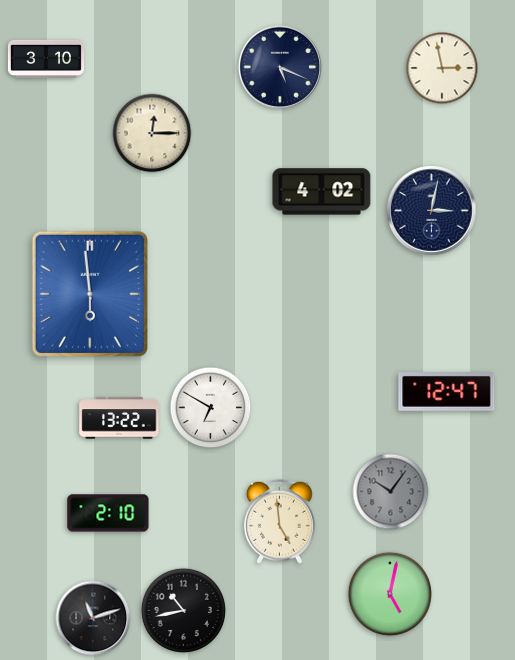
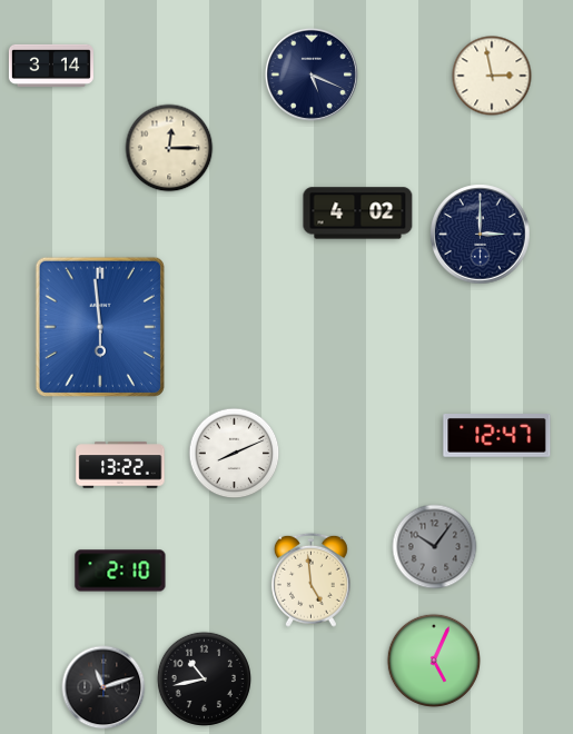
clock at (46, 59): 3:10 -> 3:14
clock at (432, 211): 3:02 -> 3:00
clock at (211, 408): 6:50 -> 8:11
clock at (119, 418) position: (119, 418) -> (120, 465)
clock at (389, 593): 5:02 -> 5:04
